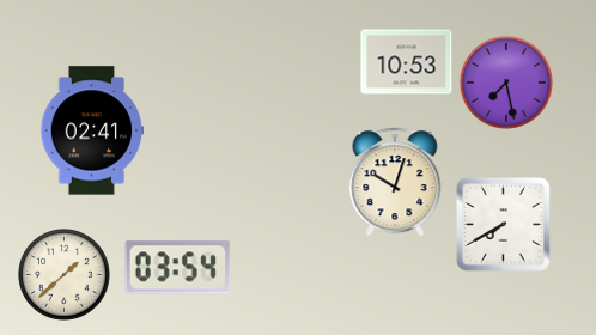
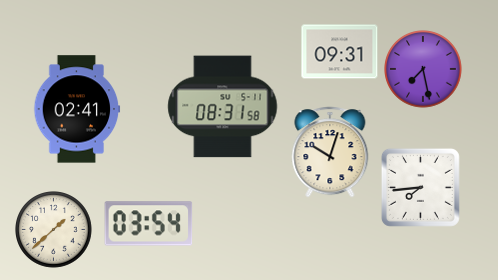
clock at (407, 62): 10:53 -> 09:31
clock at (223, 107): none -> 08:31
clock at (503, 224): 7:40 -> 7:44
